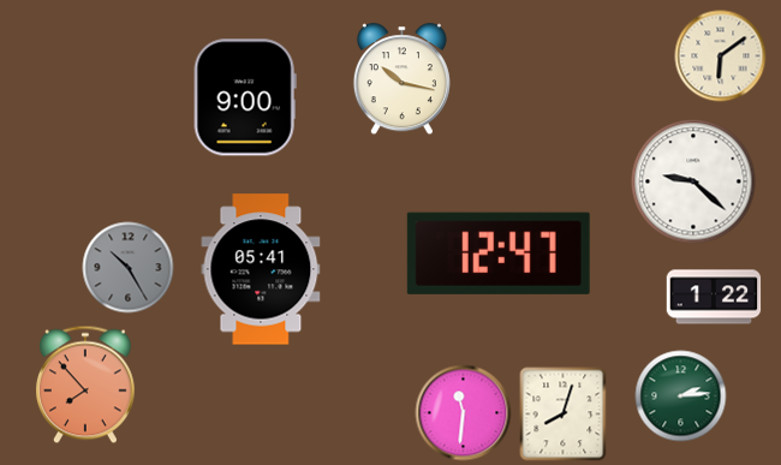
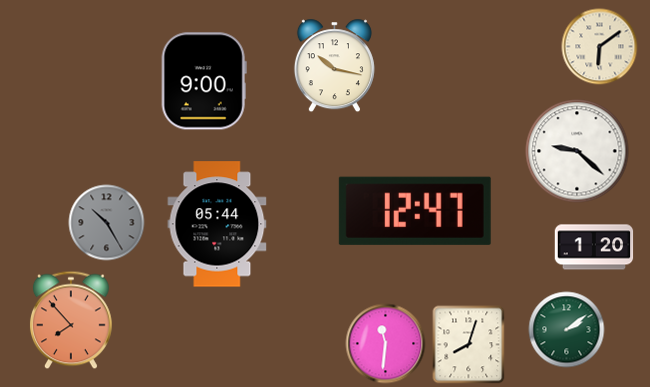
clock at (261, 269): 05:41 -> 05:44
clock at (714, 297): 1:22 -> 1:20
clock at (681, 397): 2:14 -> 2:09
